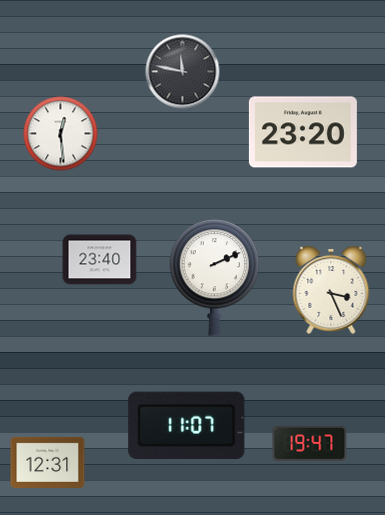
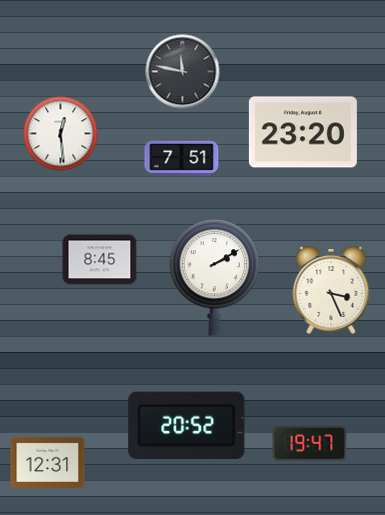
clock at (182, 159): none -> 7:51
clock at (100, 260): 23:40 -> 8:45
clock at (215, 278): 2:11 -> 2:10
clock at (187, 425): 11:07 -> 20:52
